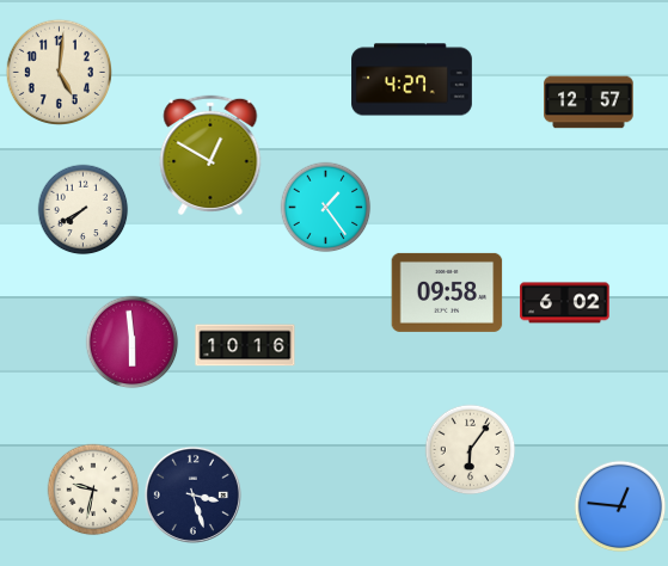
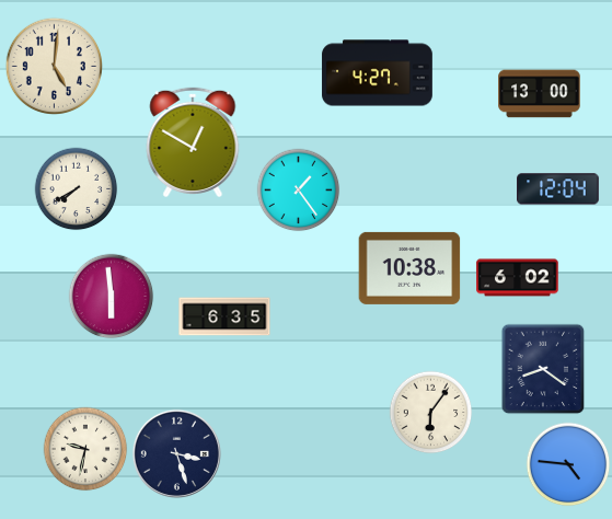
clock at (589, 103): 12:57 -> 13:00
clock at (558, 189): none -> 12:04
clock at (84, 210) position: (84, 210) -> (77, 189)
clock at (447, 293): 09:58 -> 10:38
clock at (133, 343) position: (133, 343) -> (112, 297)
clock at (245, 345): 10:16 -> 6:35
clock at (543, 369): none -> 8:21
clock at (620, 506): 12:46 -> 4:46
